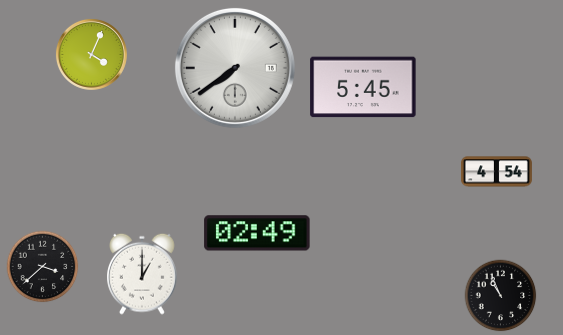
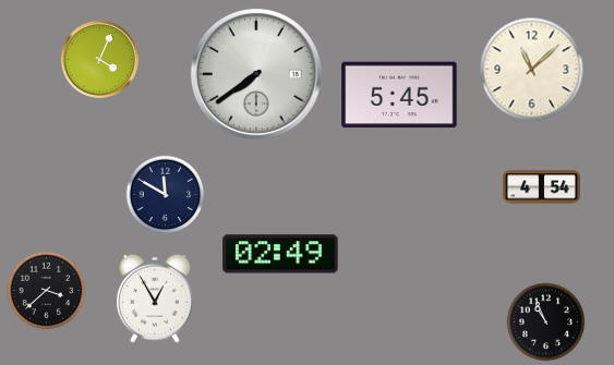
clock at (532, 70): none -> 11:08
clock at (363, 87) position: (363, 87) -> (399, 95)
clock at (166, 195): none -> 11:50
clock at (143, 274): 1:00 -> 12:55
